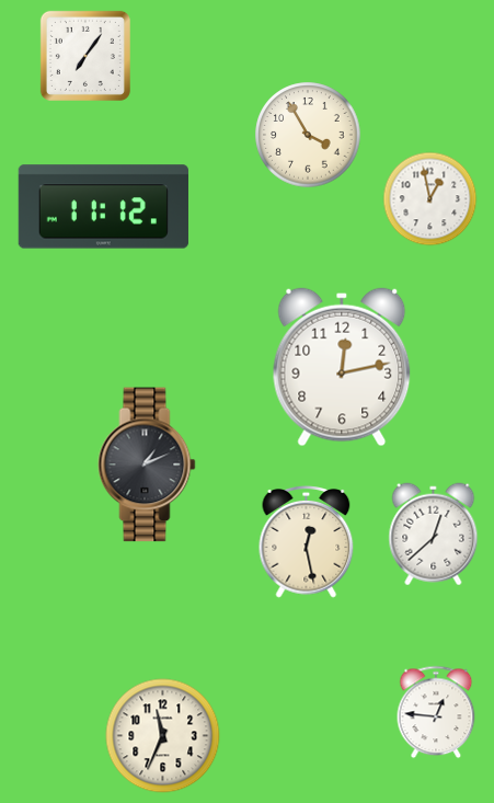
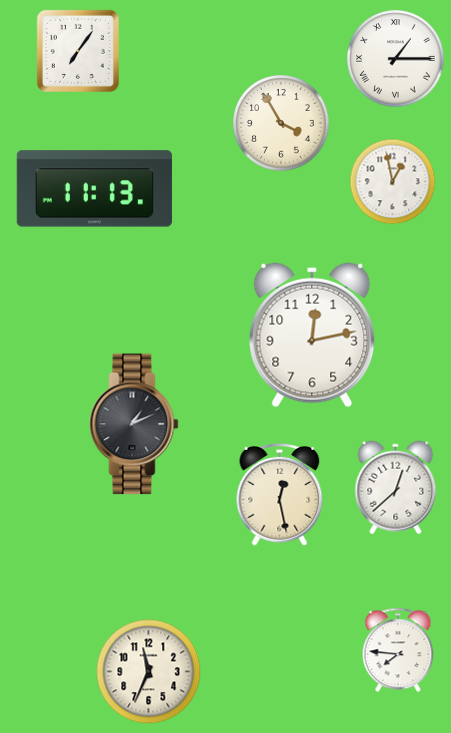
clock at (396, 59): none -> 1:15
clock at (103, 207): 11:12 -> 11:13
clock at (436, 712): 12:46 -> 7:46
